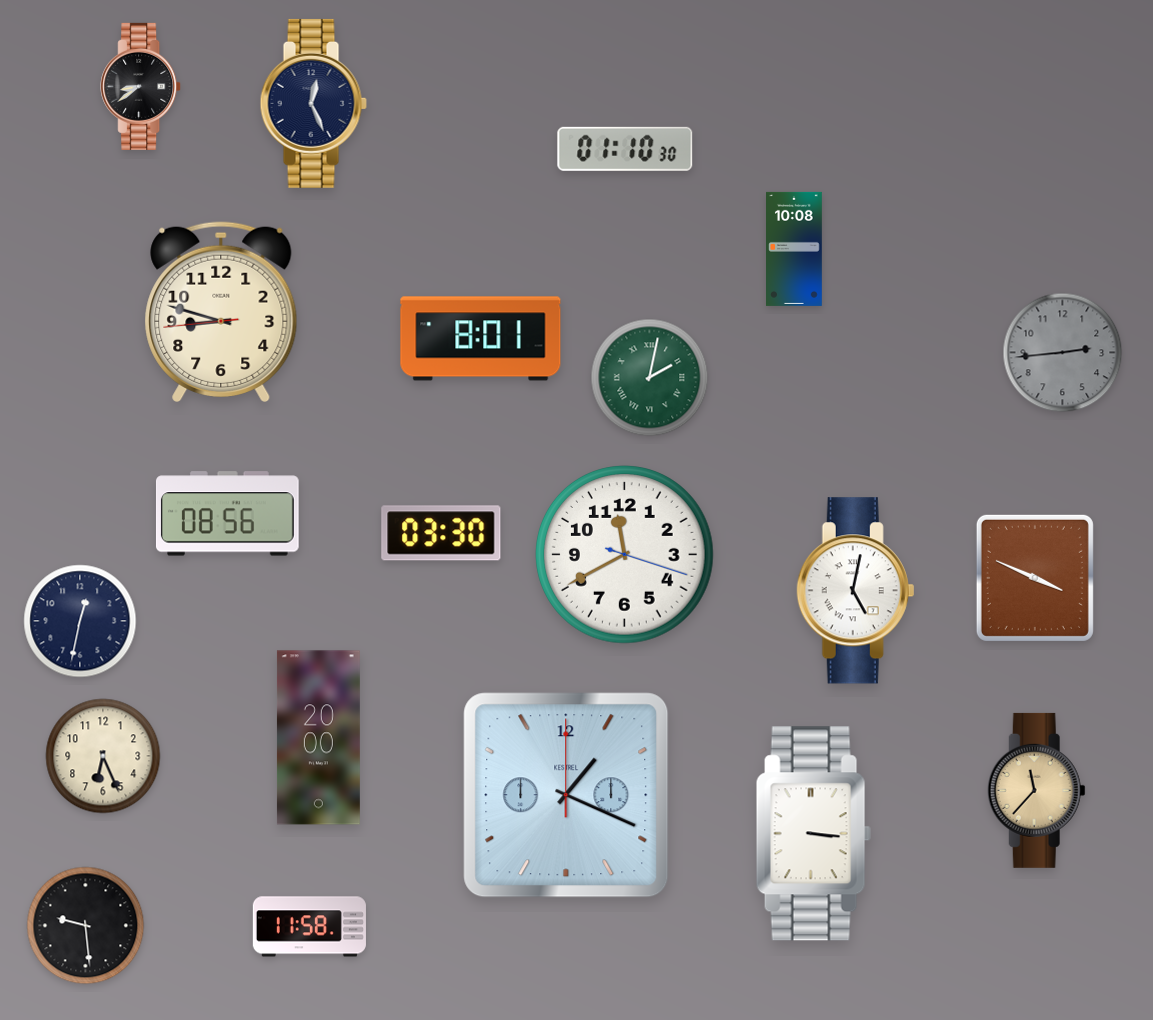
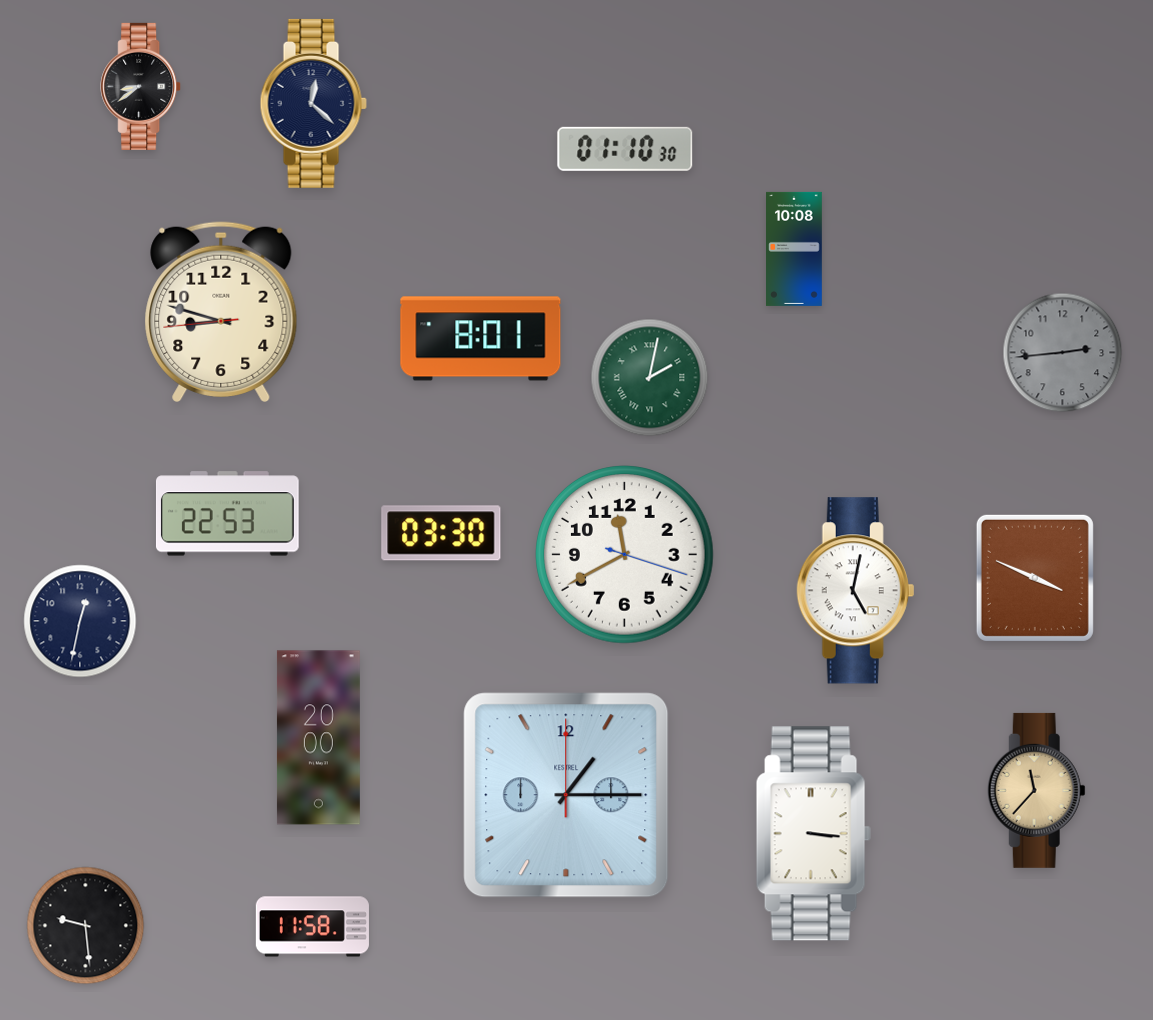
clock at (313, 103): 12:26 -> 12:22
clock at (227, 514): 08:56 -> 22:53
clock at (103, 756): 6:26 -> none
clock at (566, 795): 1:19 -> 1:15
clock at (309, 927) position: (309, 927) -> (312, 927)
